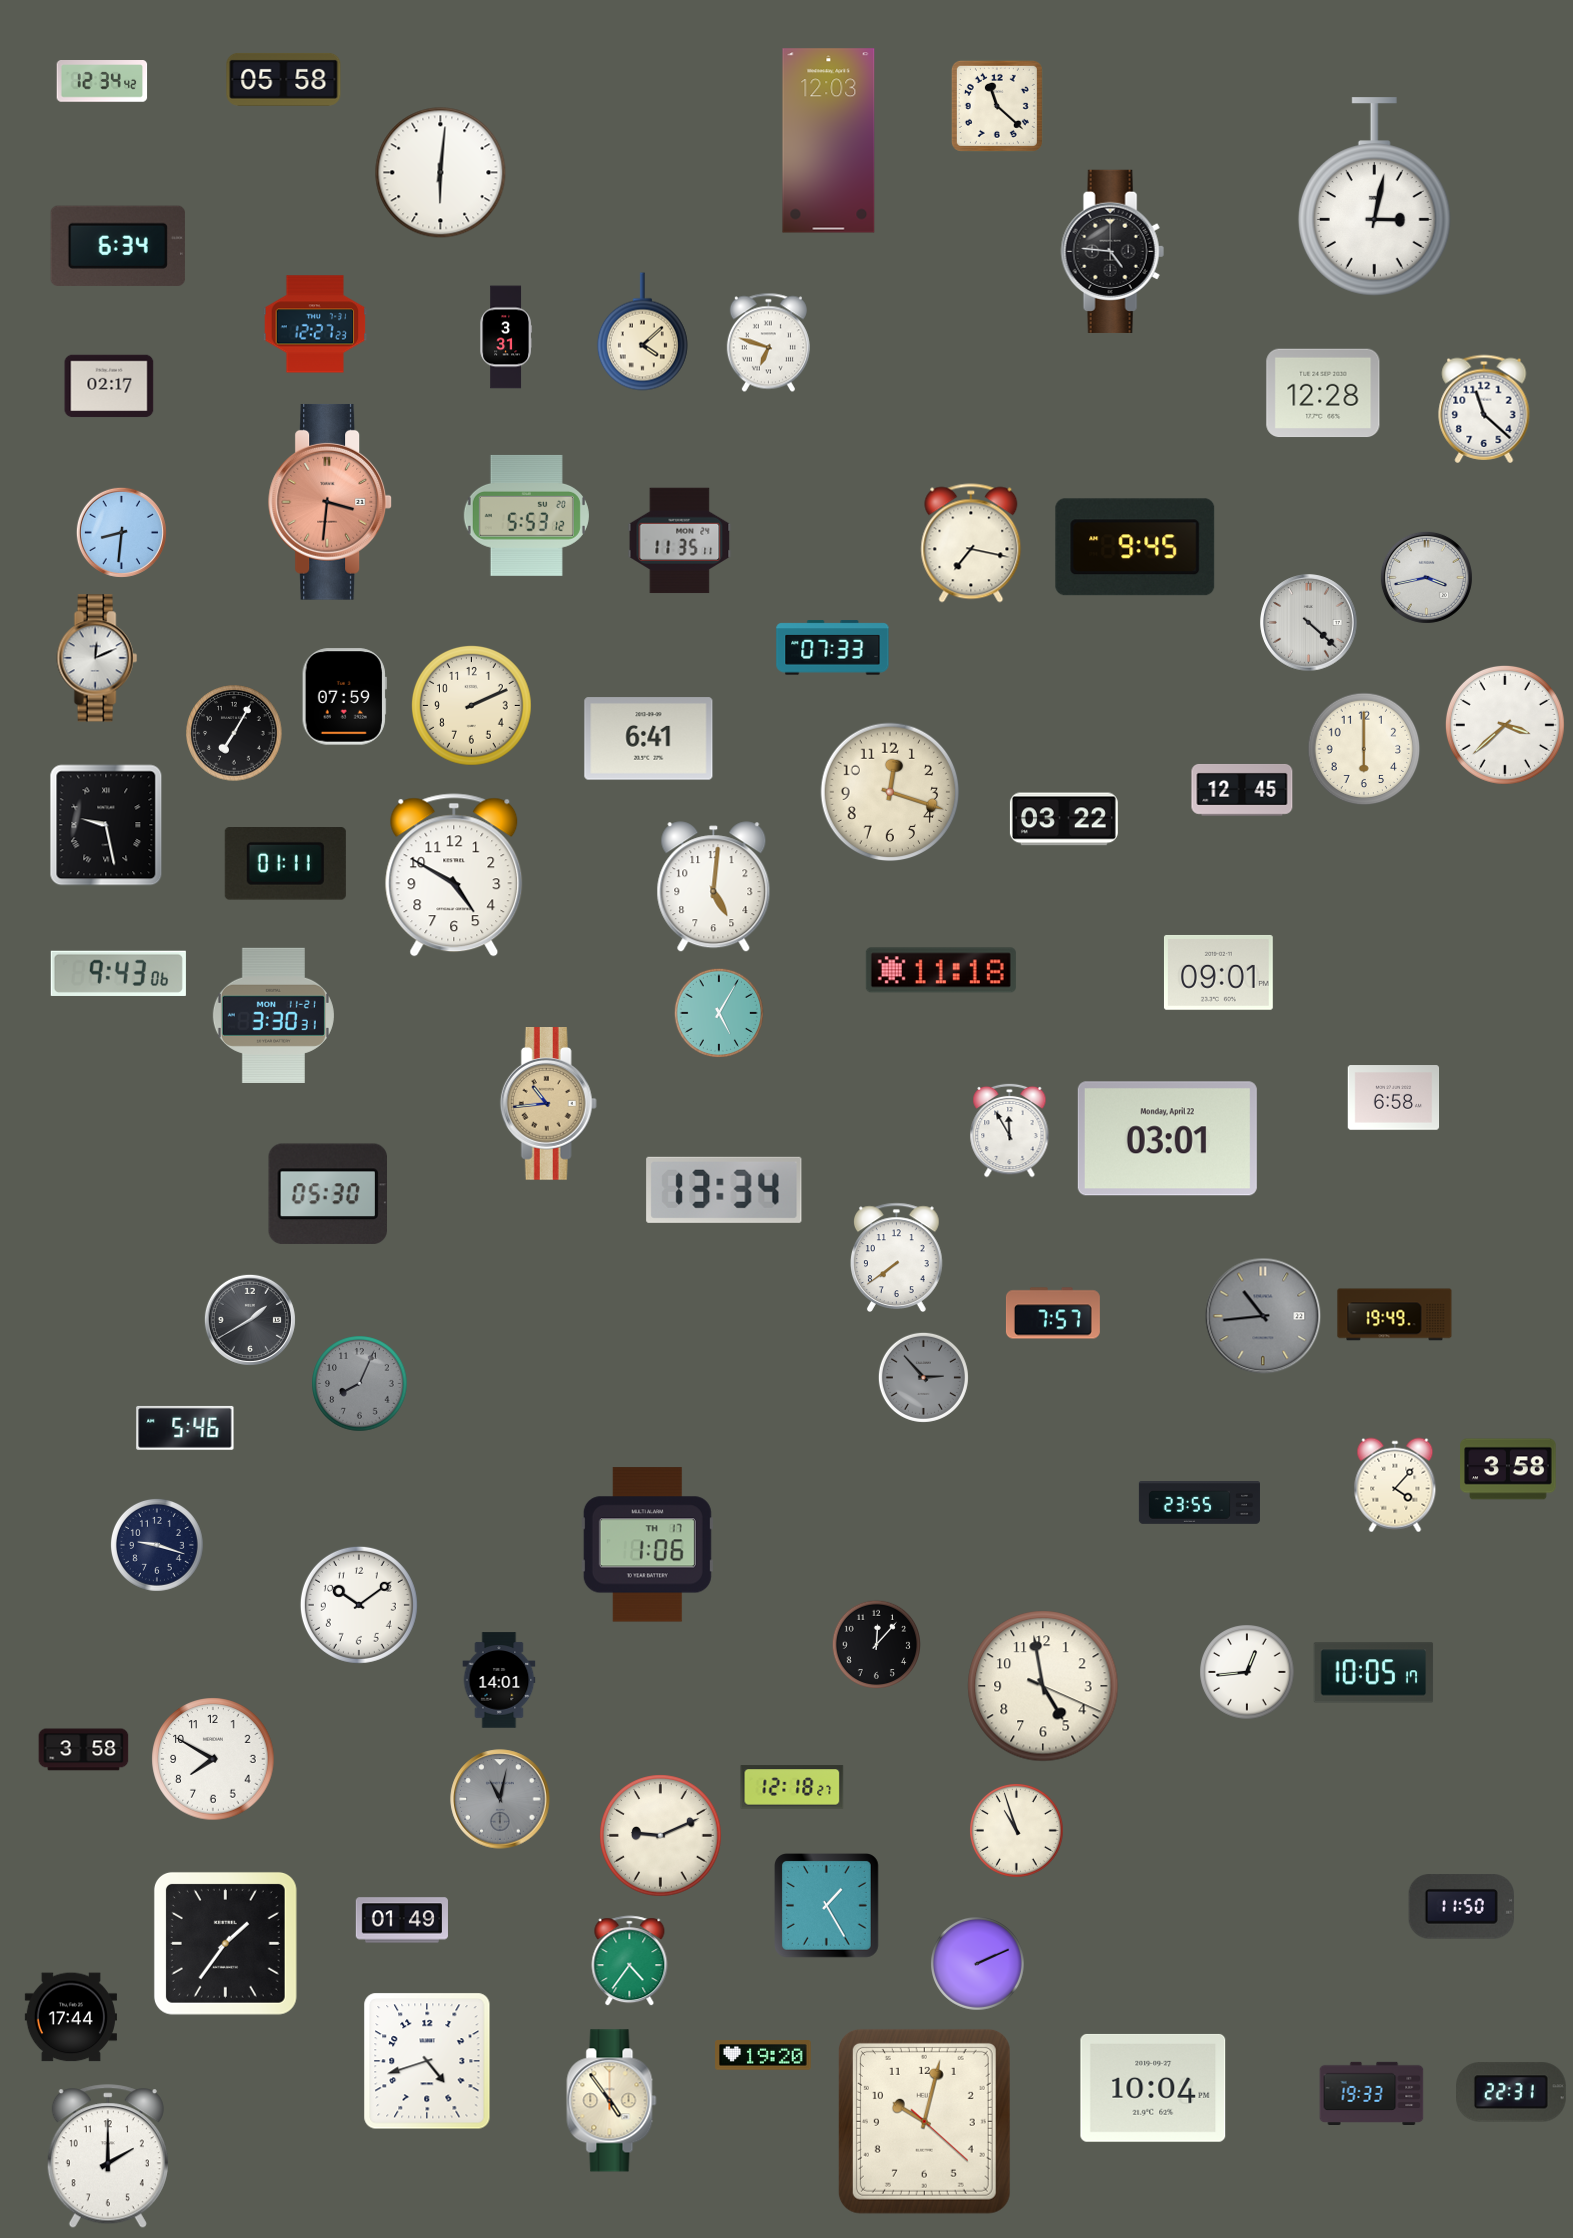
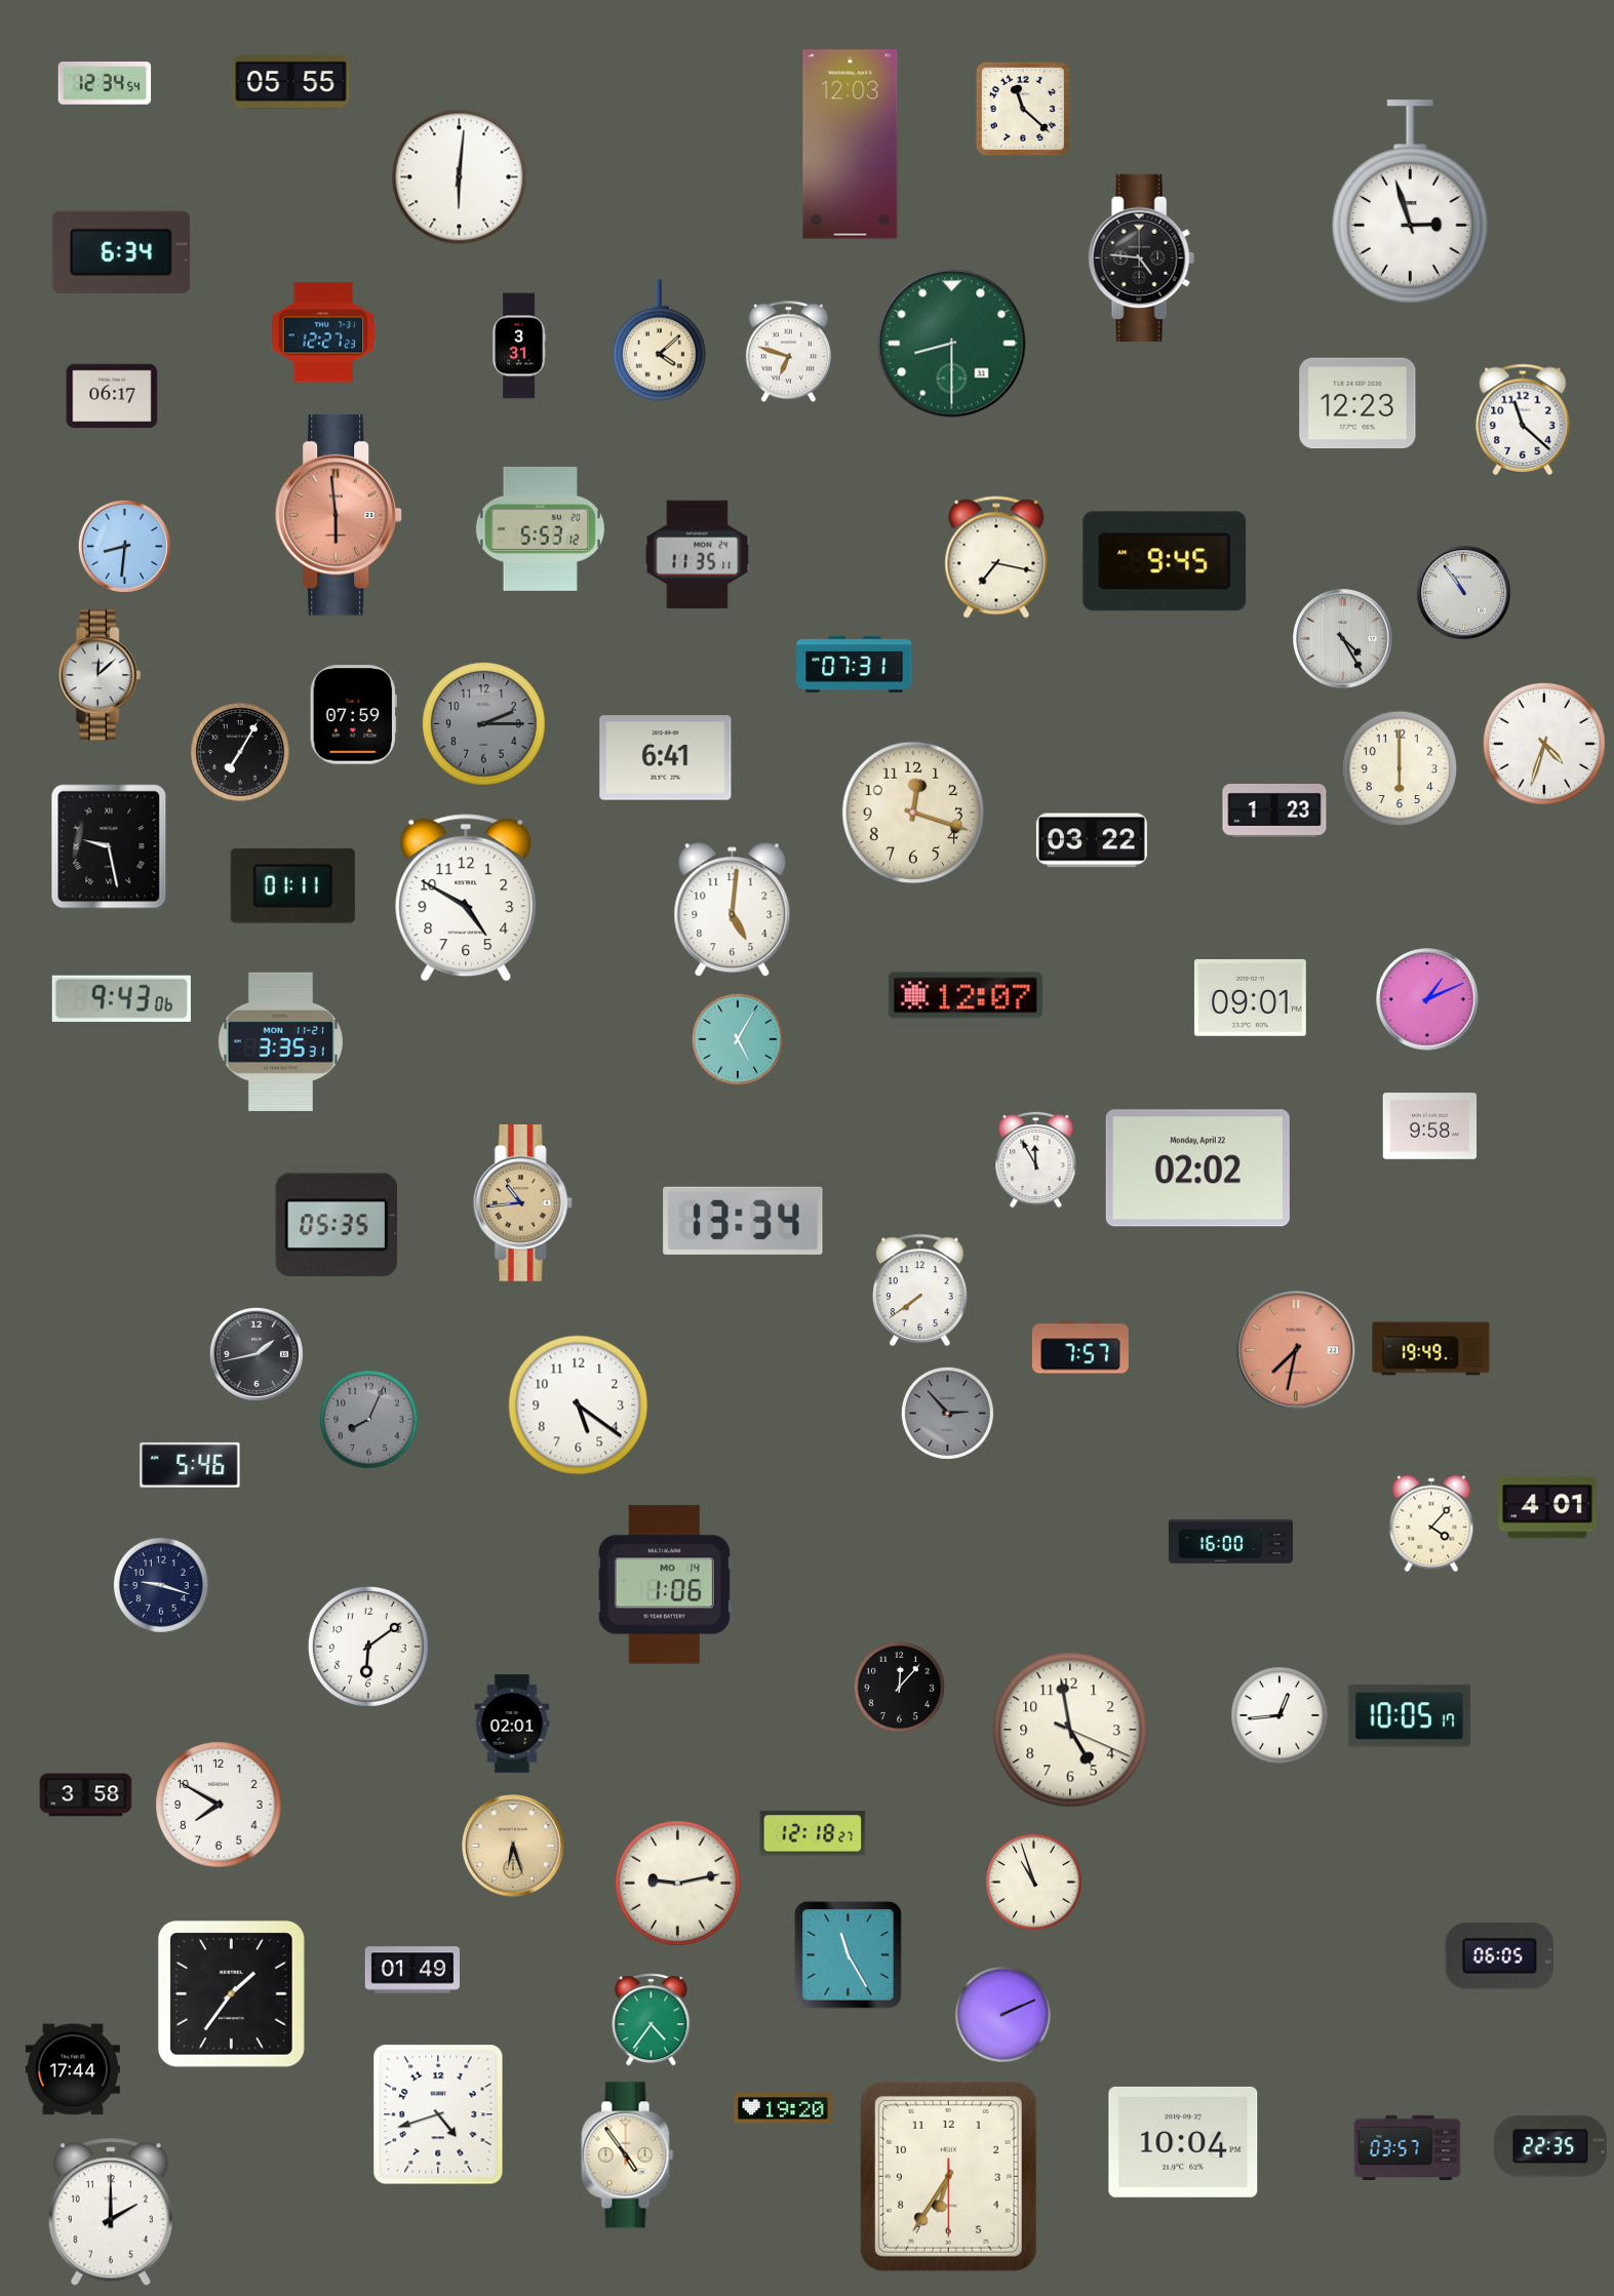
clock at (284, 79): 05:58 -> 05:55
clock at (102, 82): 12:34:42 -> 12:34:54
clock at (441, 173) position: (441, 173) -> (460, 177)
clock at (1374, 197): 3:02 -> 2:57
clock at (952, 344): none -> 8:30
clock at (109, 386): 02:17 -> 06:17
clock at (1323, 393): 12:28 -> 12:23
clock at (331, 502): 3:31 -> 5:59
clock at (1426, 577): 3:43 -> 10:54
clock at (1309, 623): 4:22 -> 4:25
clock at (833, 648): 07:33 -> 07:31
clock at (97, 658): 12:11 -> 12:08
clock at (471, 705): 2:11 -> 2:15
clock at (471, 705) dial: cream -> grey
clock at (1505, 725): 3:38 -> 4:33
clock at (1242, 790): 12:45 -> 1:23
clock at (941, 970): 11:18 -> 12:07
clock at (1427, 999): none -> 1:11
clock at (273, 1015): 3:30 -> 3:35
clock at (1394, 1098): 6:58 -> 9:58
clock at (548, 1104) position: (548, 1104) -> (522, 1203)
clock at (1167, 1139): 03:01 -> 02:02
clock at (327, 1193): 05:30 -> 05:35
clock at (1263, 1316): 10:44 -> 7:32
clock at (1263, 1316) dial: grey -> salmon
clock at (250, 1320): 1:40 -> 1:43
clock at (579, 1406): none -> 5:21
clock at (1508, 1469): 3:58 -> 4:01
clock at (1199, 1503): 23:55 -> 16:00
clock at (647, 1545) date: TH 17 -> MO 14
clock at (359, 1605): 10:09 -> 6:09
clock at (499, 1680): 14:01 -> 02:01
clock at (500, 1799): 11:02 -> 6:27
clock at (500, 1799) dial: grey -> champagne
clock at (1017, 1831) position: (1017, 1831) -> (1034, 1883)
clock at (661, 1836): 9:11 -> 9:13
clock at (827, 1906): 1:25 -> 11:25
clock at (1461, 1907): 11:50 -> 06:05
clock at (630, 1961) position: (630, 1961) -> (652, 2020)
clock at (1512, 2092): 22:31 -> 22:35
clock at (1372, 2093): 19:33 -> 03:57
clock at (924, 2121): 10:02 -> 6:35
